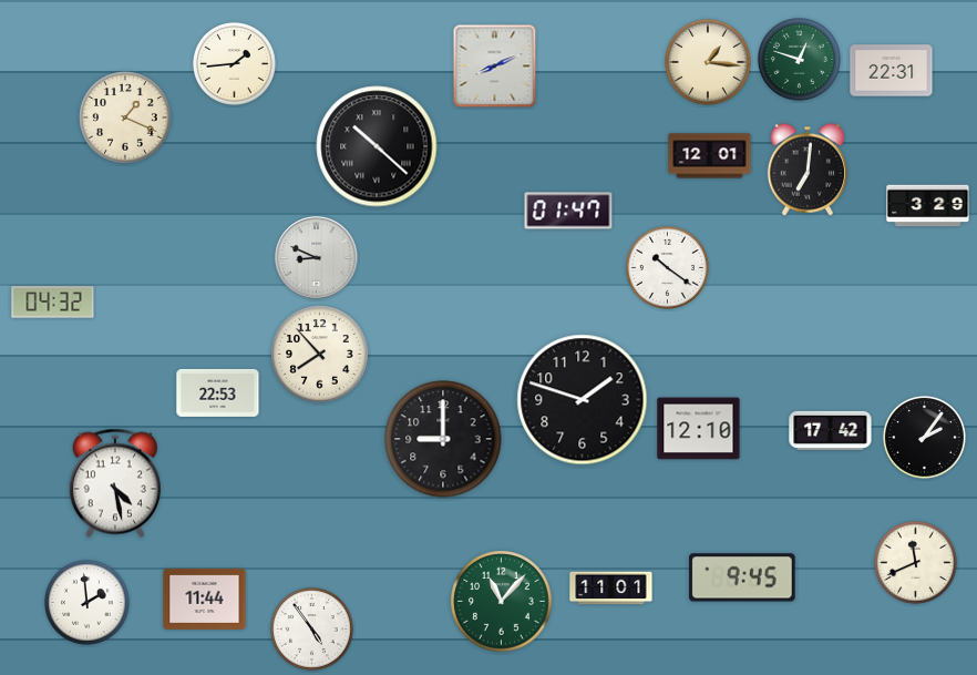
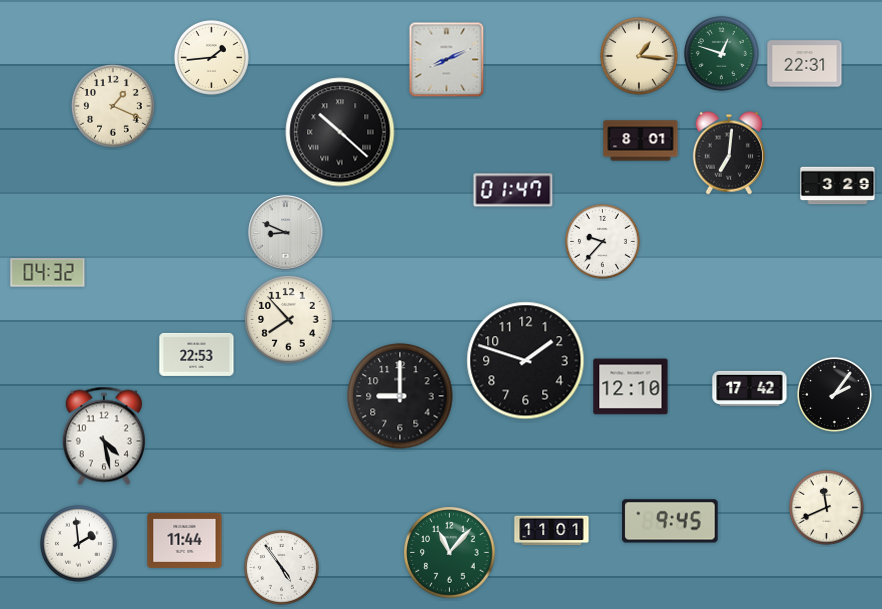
clock at (710, 156): 12:01 -> 8:01
clock at (667, 267): 10:21 -> 9:37
clock at (502, 602) position: (502, 602) -> (450, 553)
